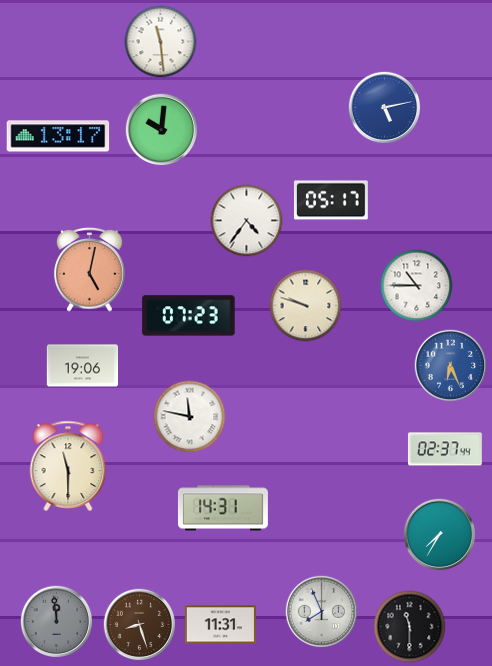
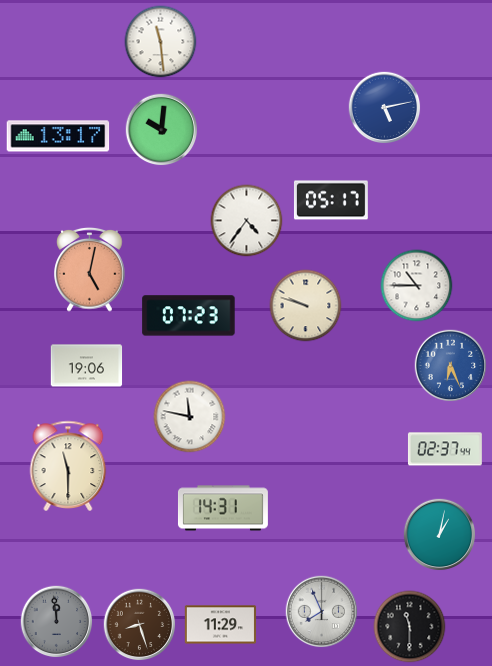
clock at (83, 366) position: (83, 366) -> (87, 366)
clock at (440, 535): 7:35 -> 1:02
clock at (221, 625): 11:31 -> 11:29
